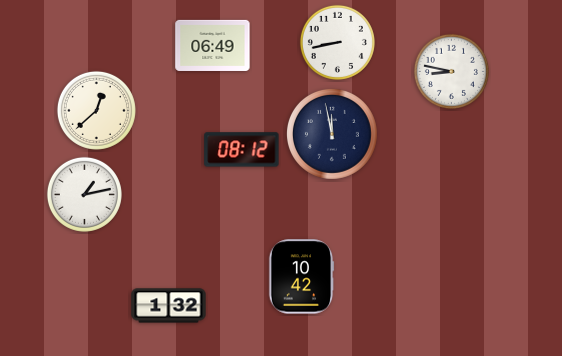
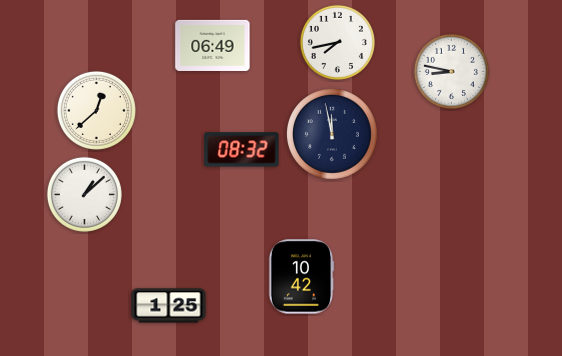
clock at (337, 42): 8:43 -> 7:43
clock at (242, 150): 08:12 -> 08:32
clock at (84, 194): 1:13 -> 1:08
clock at (169, 306): 1:32 -> 1:25
